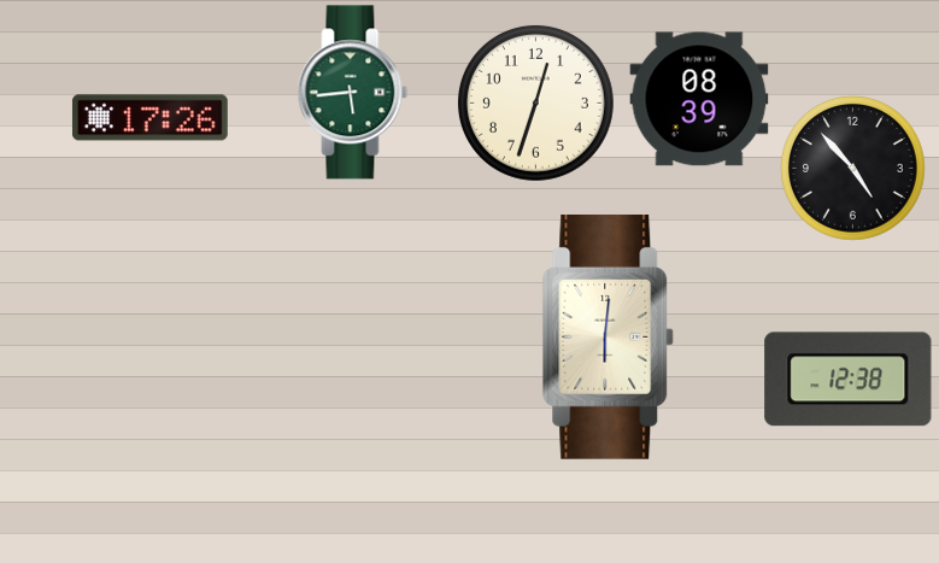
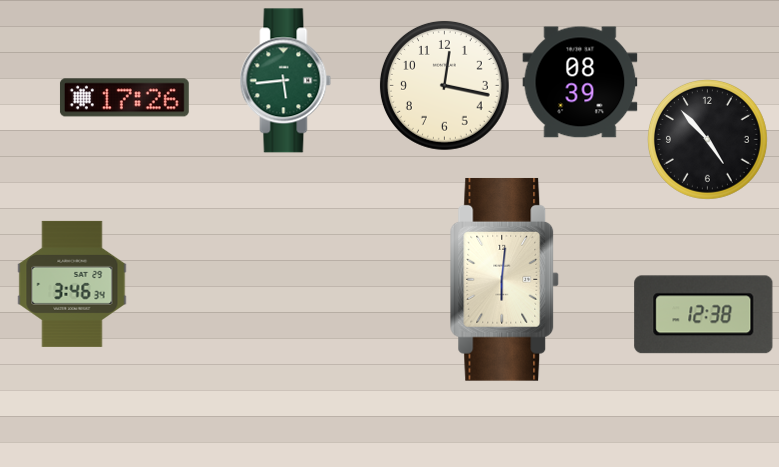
clock at (353, 93) position: (353, 93) -> (286, 81)
clock at (535, 102): 12:33 -> 12:17
clock at (72, 284): none -> 3:46
